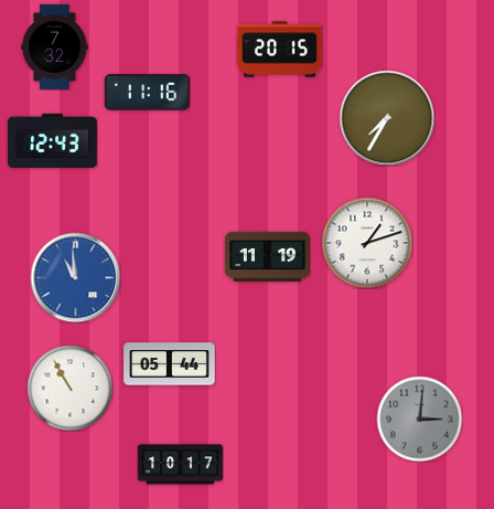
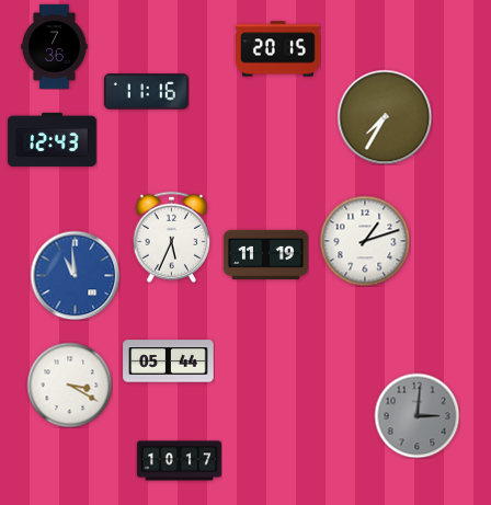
clock at (55, 46): 7:32 -> 7:36
clock at (172, 237): none -> 5:34
clock at (69, 388): 10:55 -> 3:20
